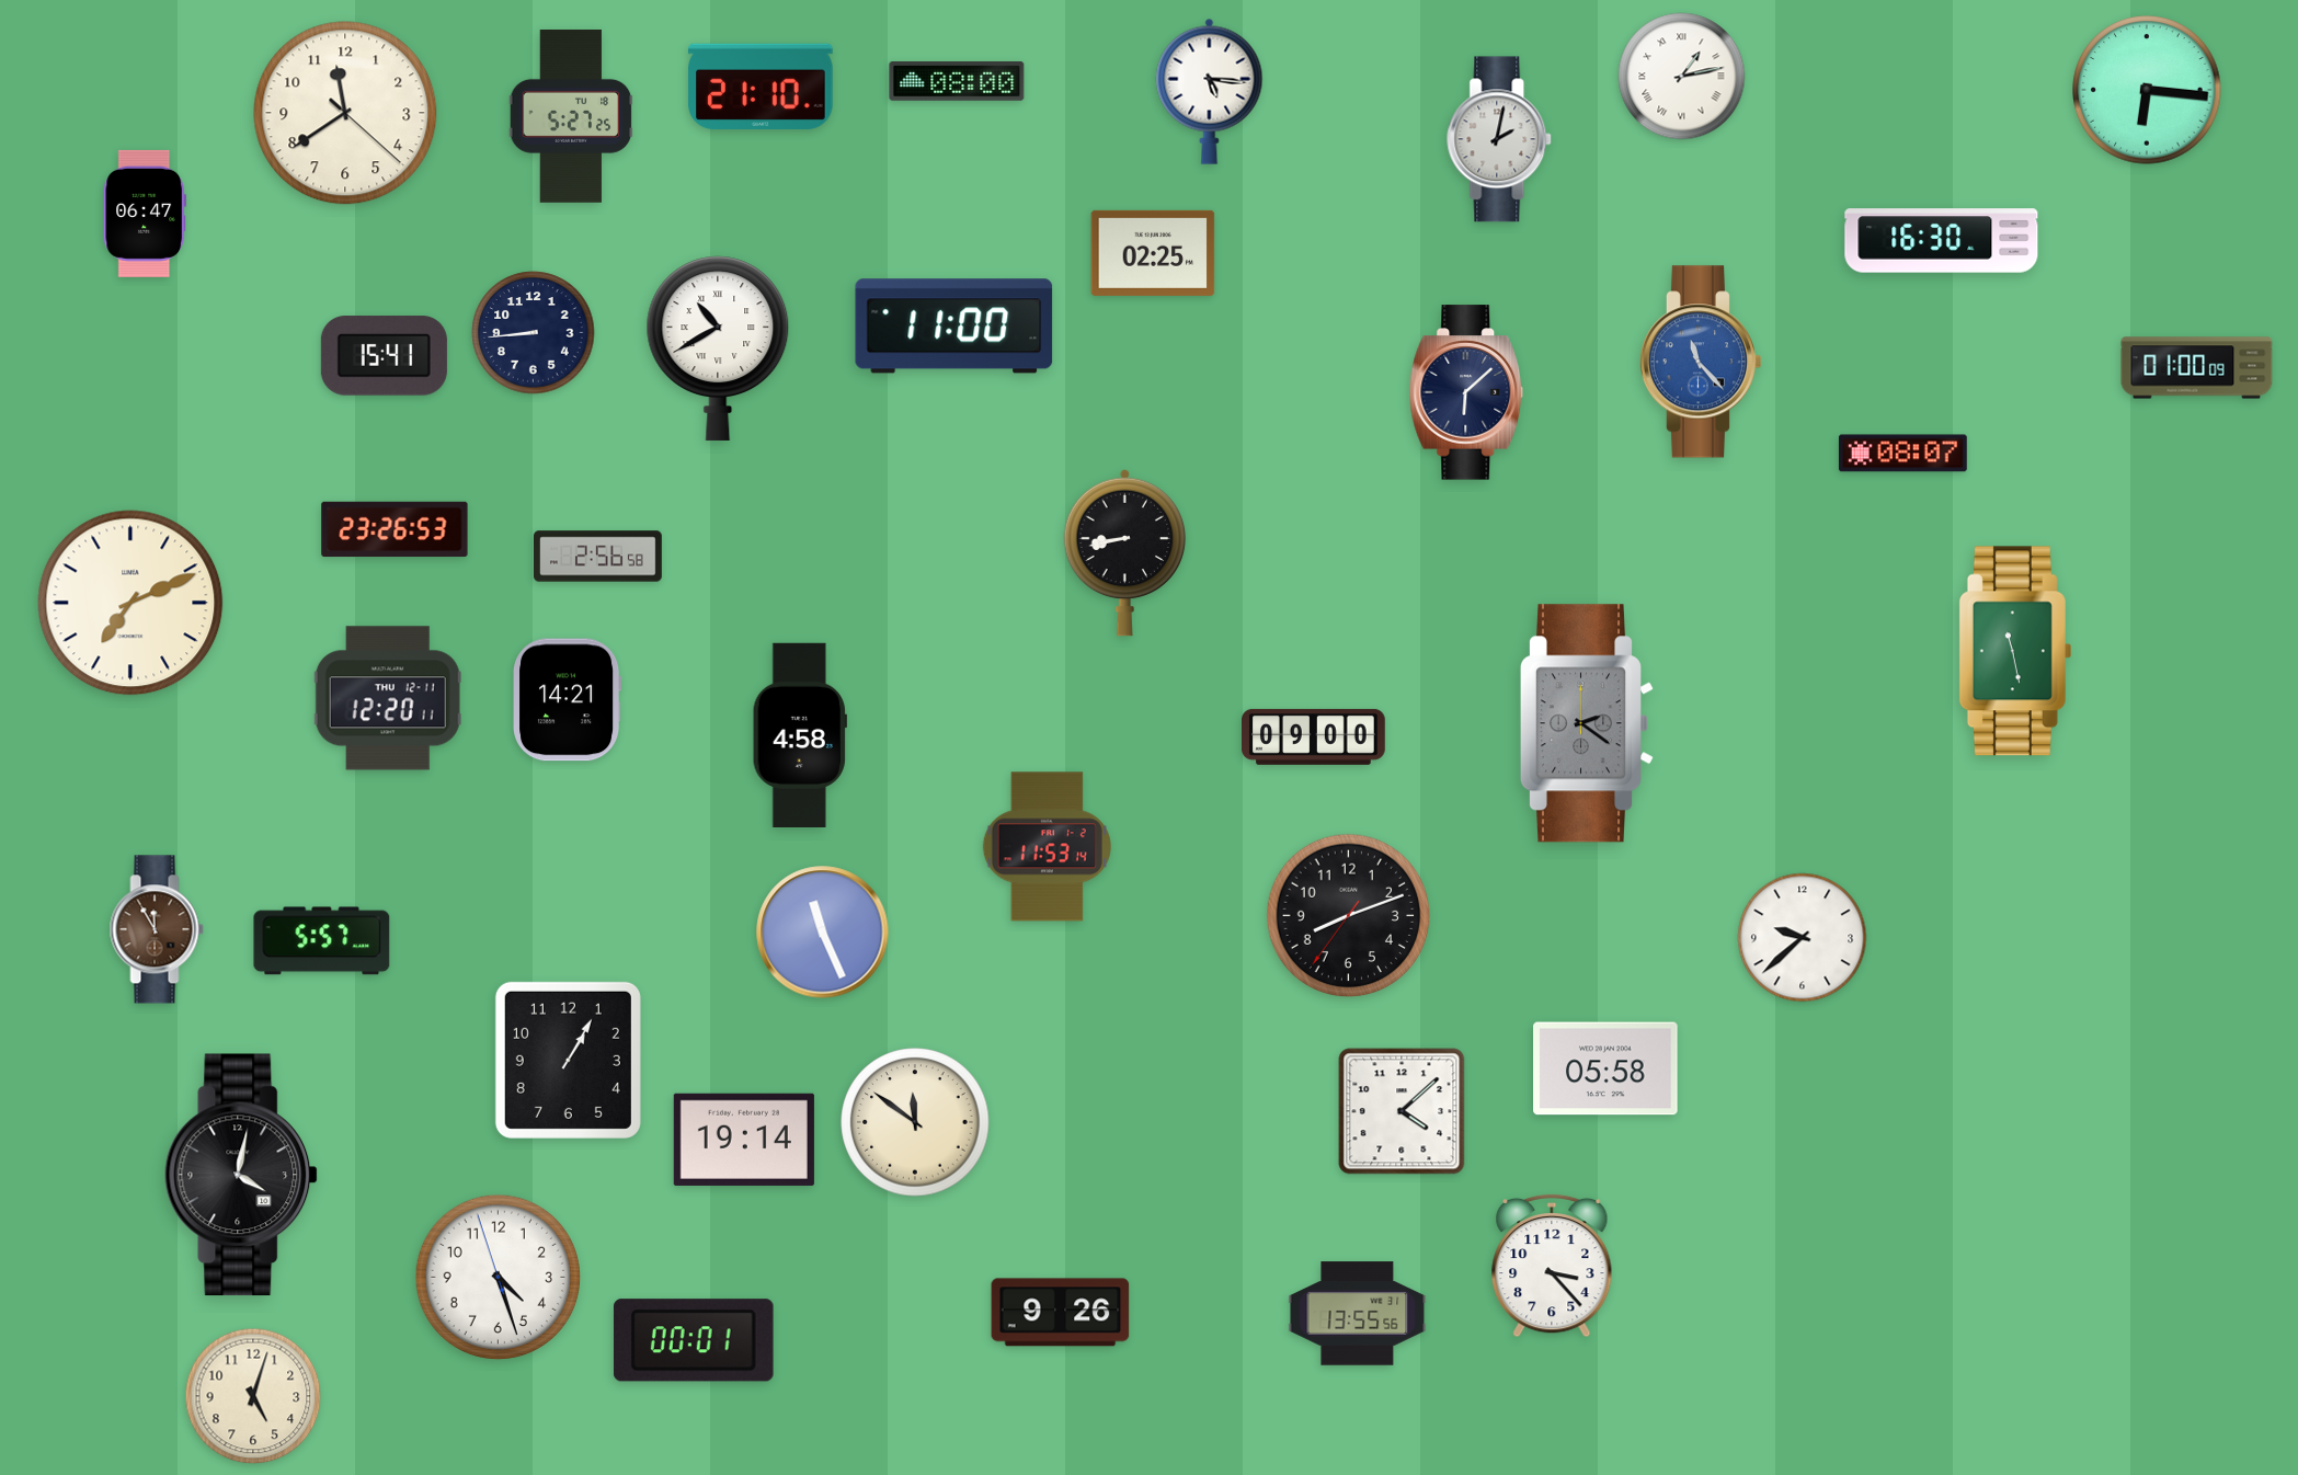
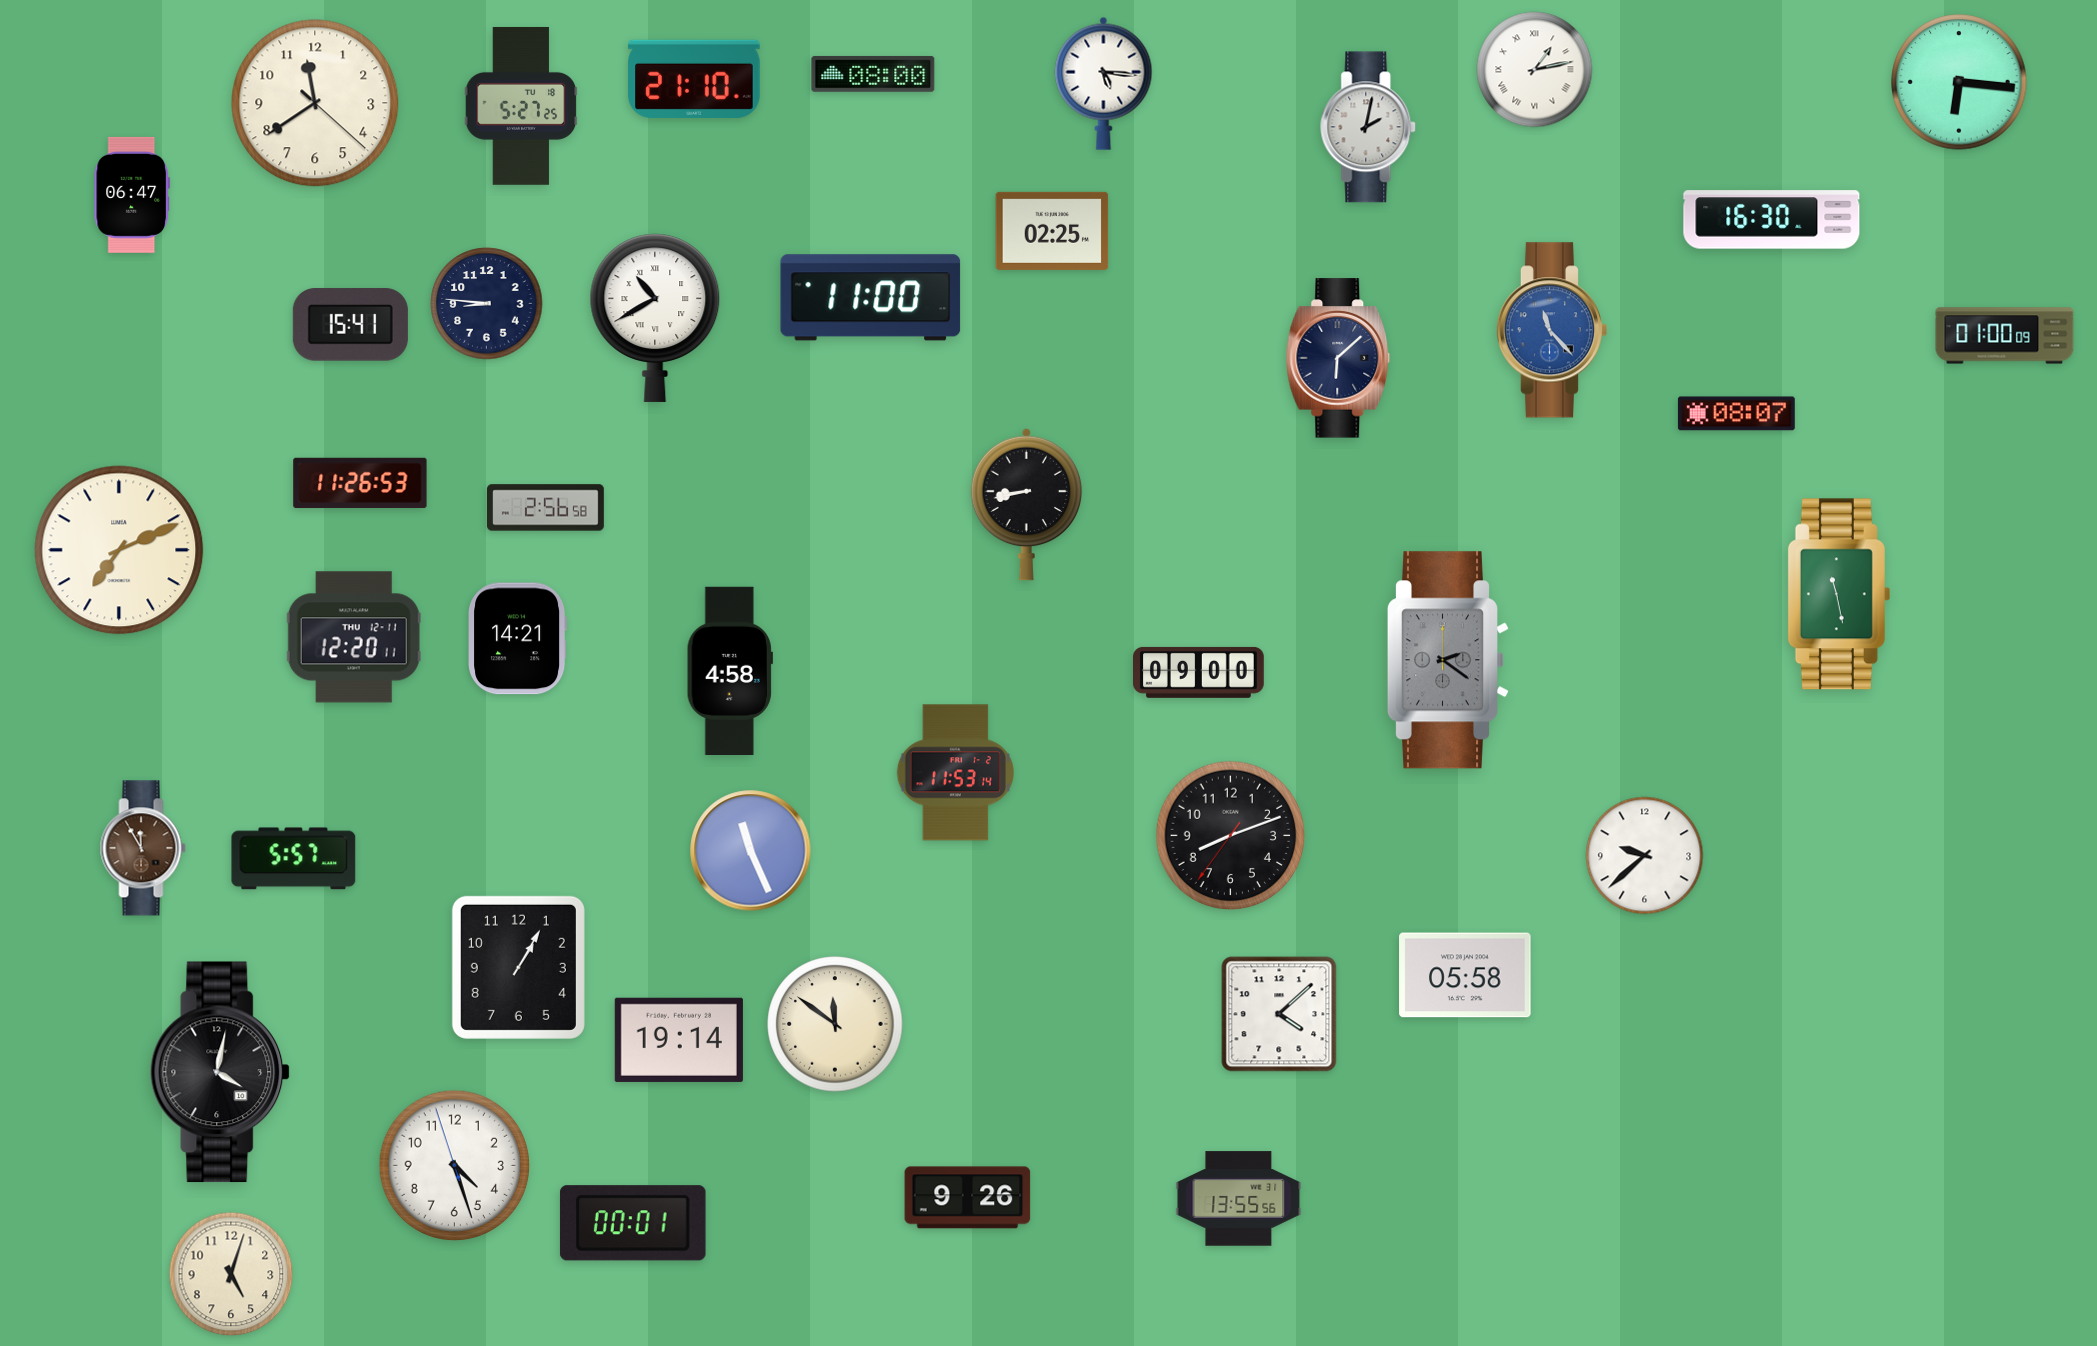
clock at (534, 333): 8:44 -> 8:46
clock at (395, 529): 23:26 -> 11:26
clock at (1552, 1266): 3:23 -> none
